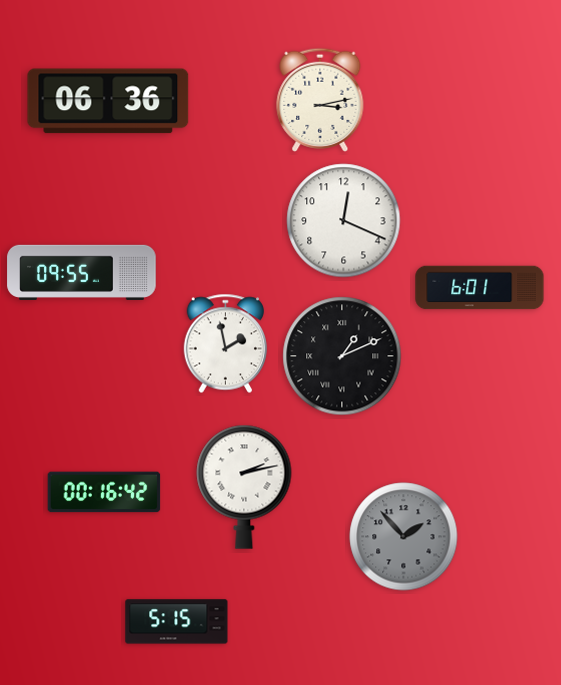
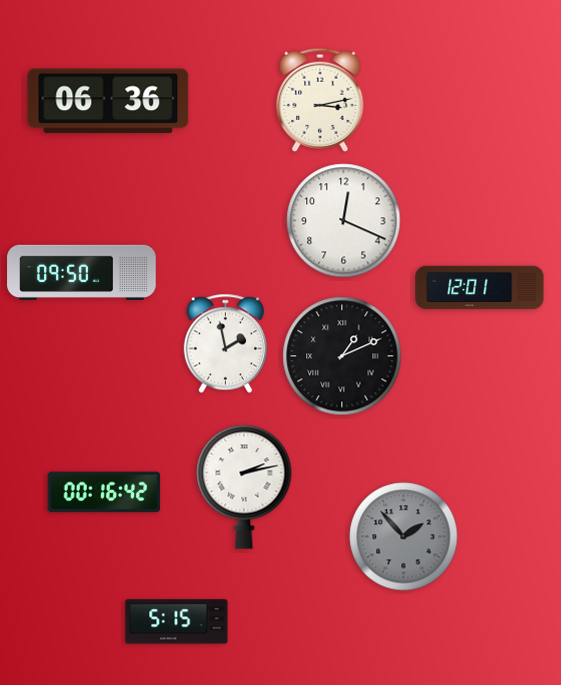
clock at (82, 272): 09:55 -> 09:50
clock at (480, 288): 6:01 -> 12:01
